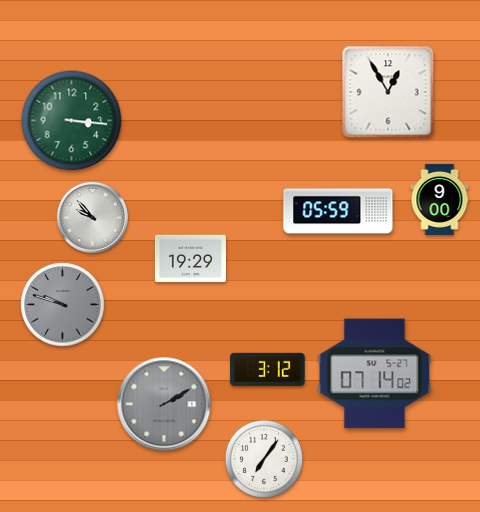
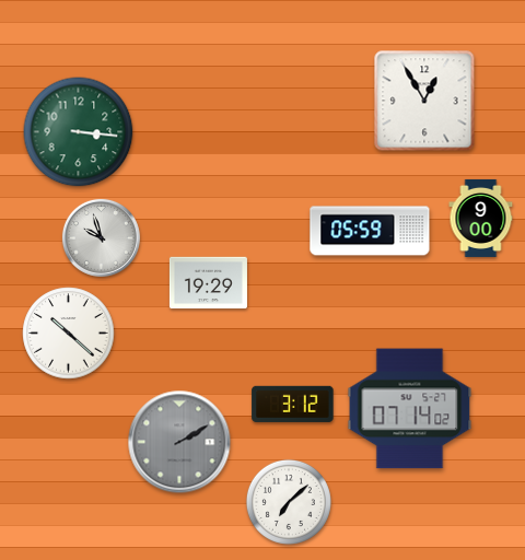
clock at (92, 217): 9:53 -> 9:57
clock at (63, 305): 9:48 -> 10:22
clock at (63, 305) dial: grey -> white
clock at (264, 459): 7:06 -> 7:08
